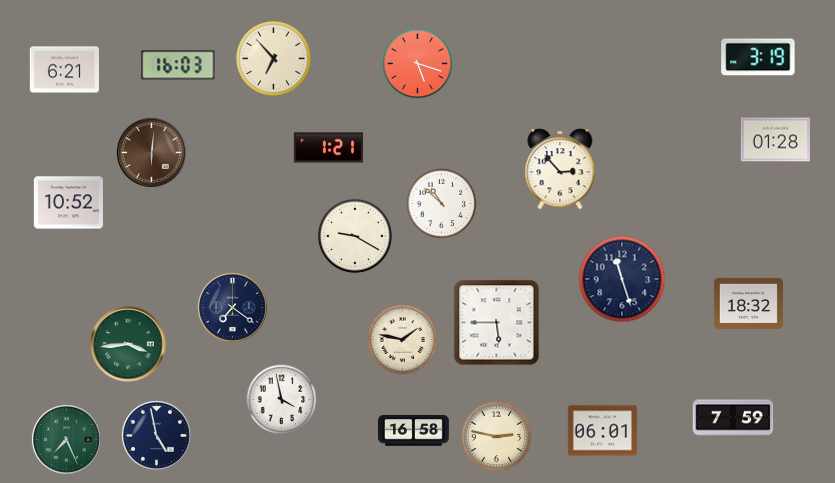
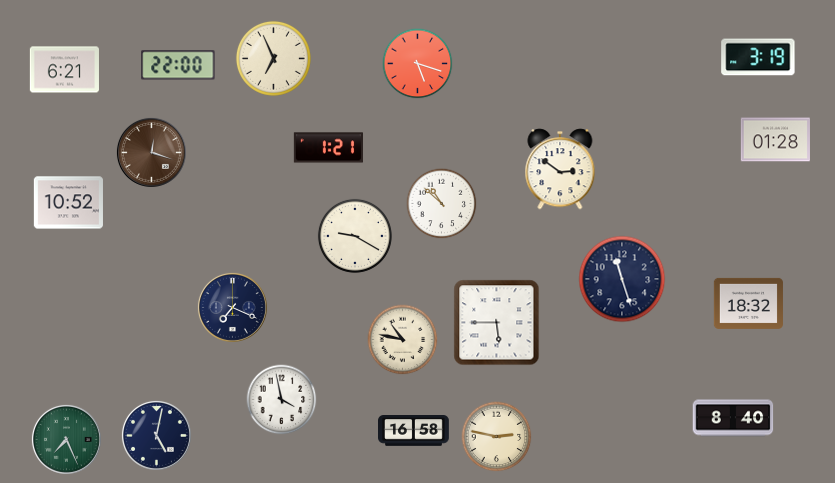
clock at (273, 58): 6:53 -> 6:56
clock at (178, 65): 16:03 -> 22:00
clock at (151, 152): 6:01 -> 12:18
clock at (560, 169): 2:53 -> 2:51
clock at (232, 307): 7:21 -> 7:19
clock at (403, 340): 1:47 -> 10:47
clock at (128, 344): 3:44 -> none
clock at (733, 418): 7:59 -> 8:40
clock at (602, 431): 06:01 -> none
clock at (156, 435): 4:58 -> 5:02
